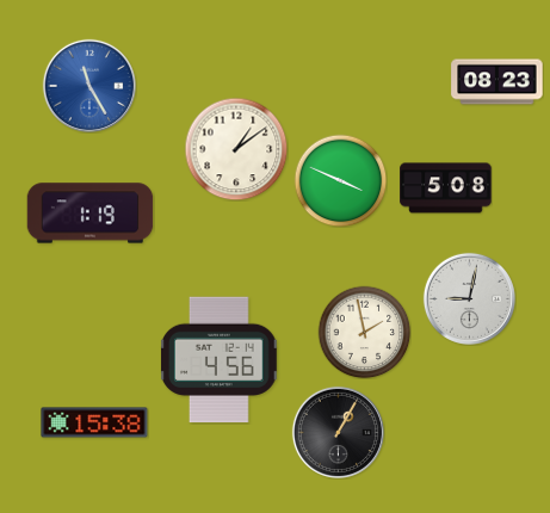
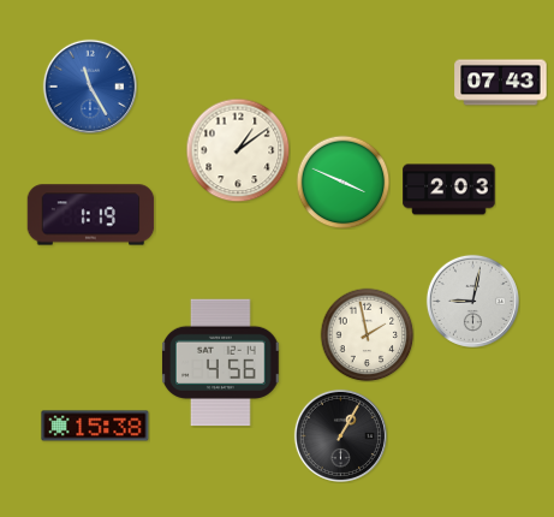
clock at (498, 82): 08:23 -> 07:43
clock at (446, 188): 5:08 -> 2:03
